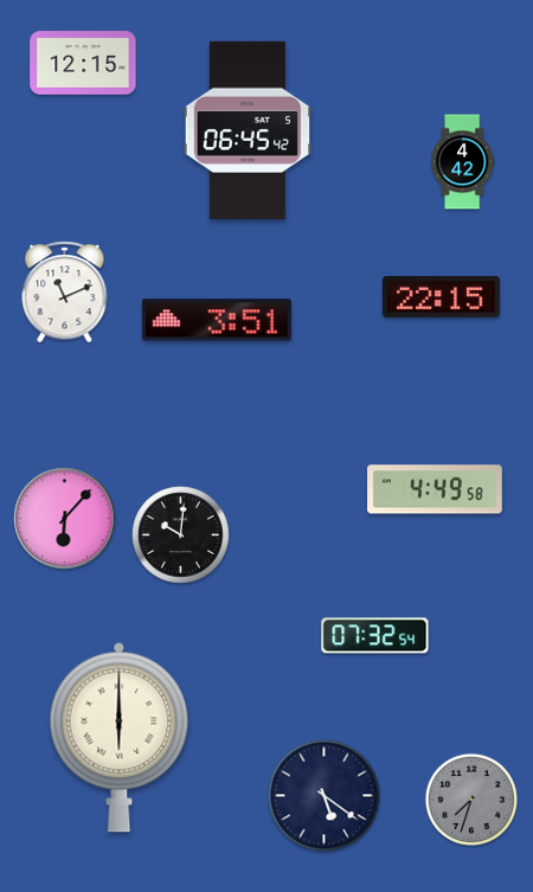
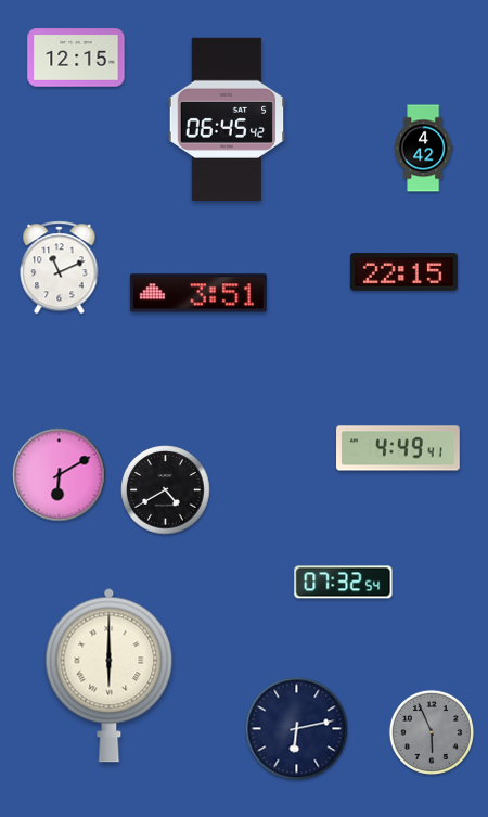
clock at (435, 489): 4:49:58 -> 4:49:41
clock at (65, 519): 6:07 -> 6:10
clock at (181, 535): 10:01 -> 4:40
clock at (325, 796): 5:21 -> 6:13
clock at (471, 800): 7:33 -> 5:56
